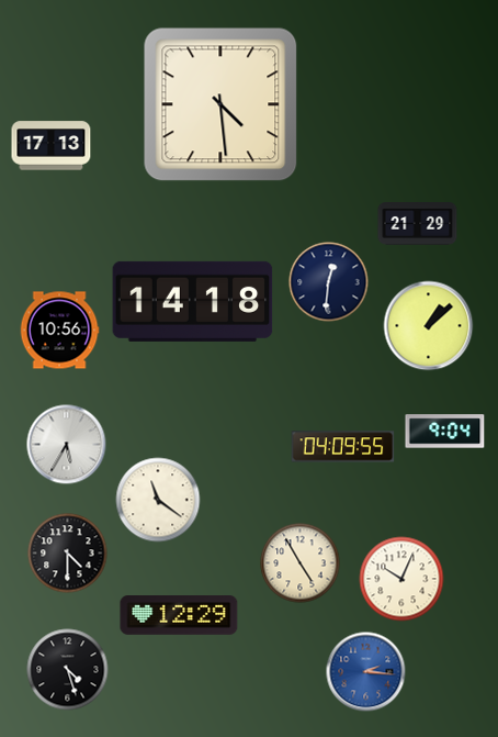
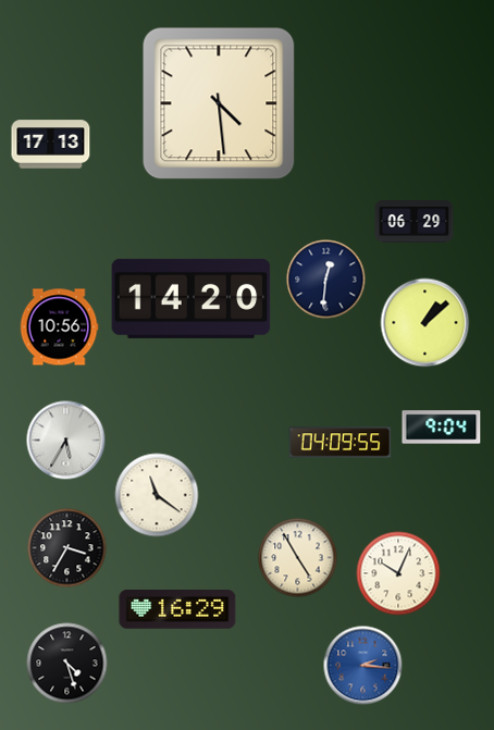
clock at (418, 224): 21:29 -> 06:29
clock at (193, 301): 14:18 -> 14:20
clock at (68, 554): 4:30 -> 3:35
clock at (179, 615): 12:29 -> 16:29
